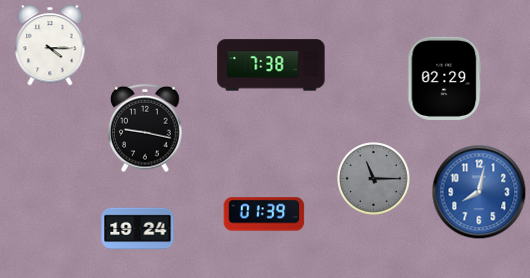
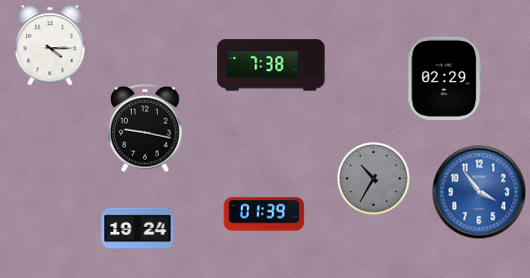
clock at (374, 179): 11:15 -> 10:35
clock at (479, 192): 8:02 -> 3:54
